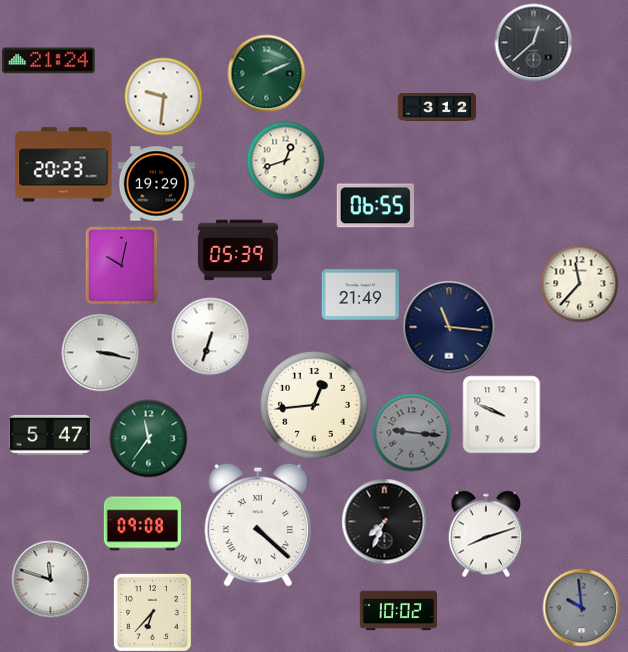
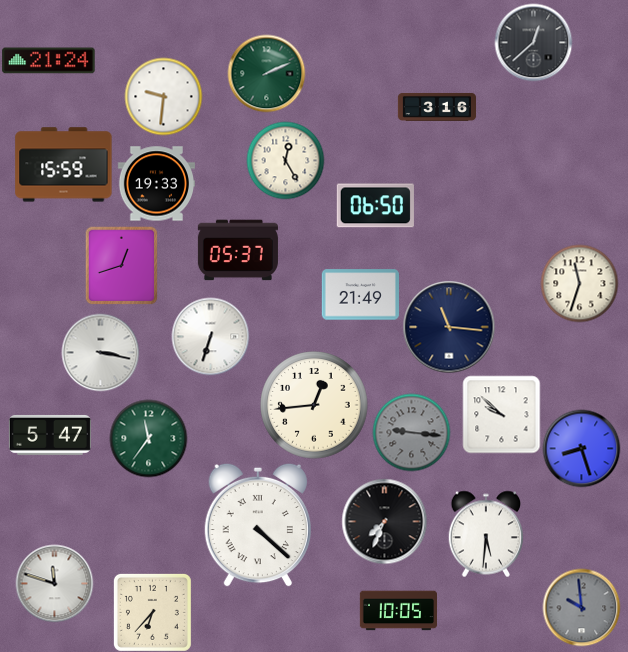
clock at (436, 107): 3:12 -> 3:16
clock at (285, 160): 12:42 -> 12:25
clock at (64, 165): 20:23 -> 15:59
clock at (156, 184): 19:29 -> 19:33
clock at (375, 206): 06:55 -> 06:50
clock at (238, 250): 05:39 -> 05:37
clock at (122, 265): 10:02 -> 12:42
clock at (579, 283): 11:37 -> 11:33
clock at (501, 414): 9:49 -> 9:52
clock at (581, 448): none -> 8:27
clock at (142, 524): 09:08 -> none
clock at (486, 534): 8:12 -> 5:31
clock at (50, 579) position: (50, 579) -> (54, 583)
clock at (398, 611): 10:02 -> 10:05
